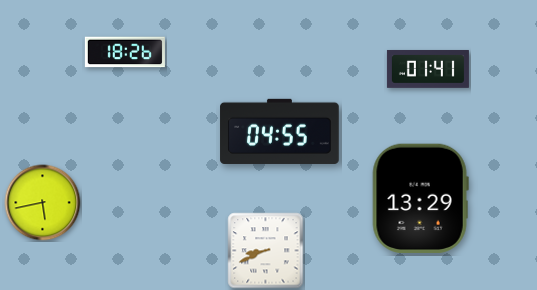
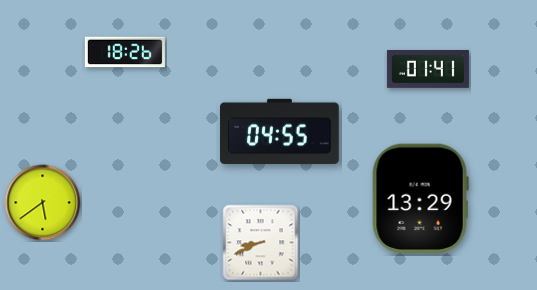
clock at (43, 203): 5:43 -> 5:39
clock at (266, 251) position: (266, 251) -> (261, 243)
